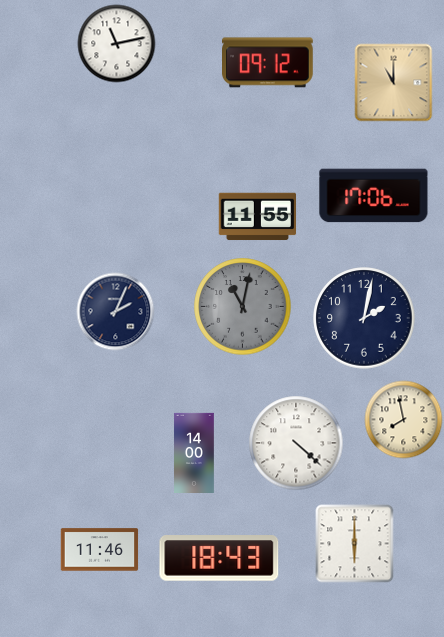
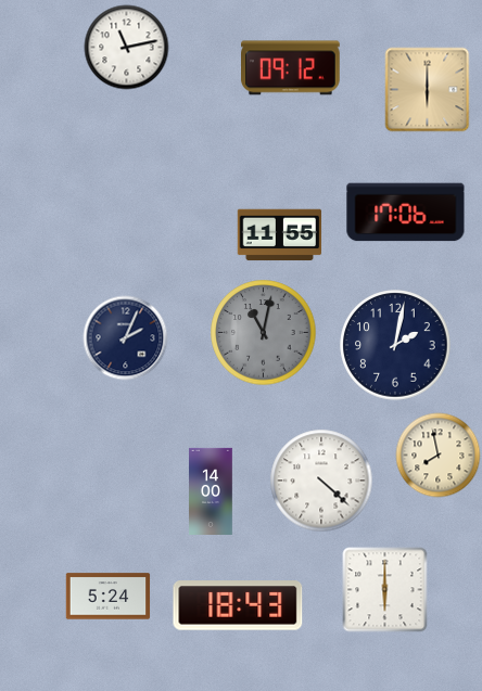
clock at (393, 82): 11:00 -> 6:00
clock at (99, 550): 11:46 -> 5:24
